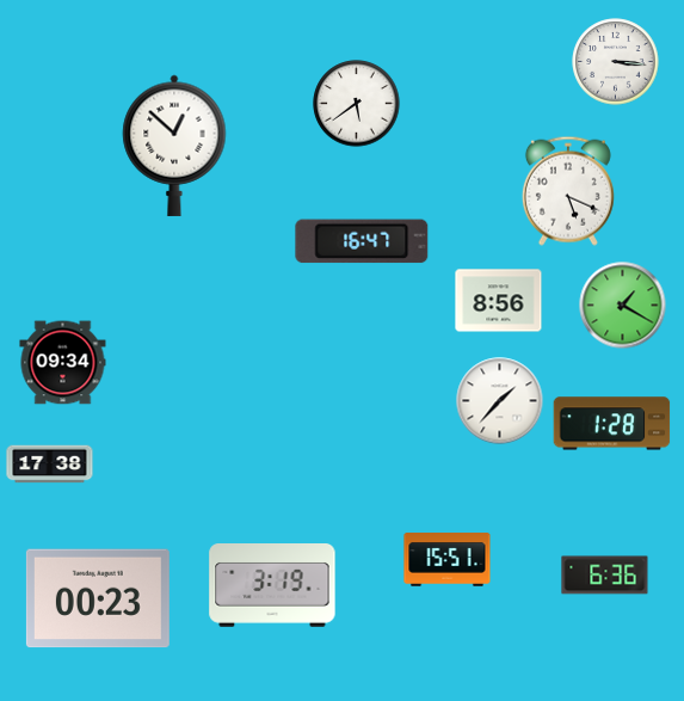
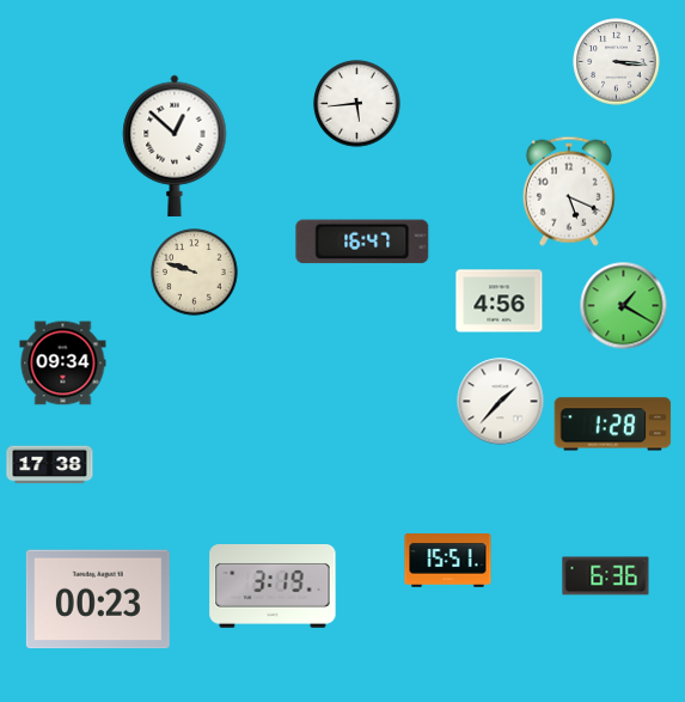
clock at (357, 104): 5:39 -> 5:44
clock at (195, 273): none -> 9:48
clock at (499, 301): 8:56 -> 4:56
